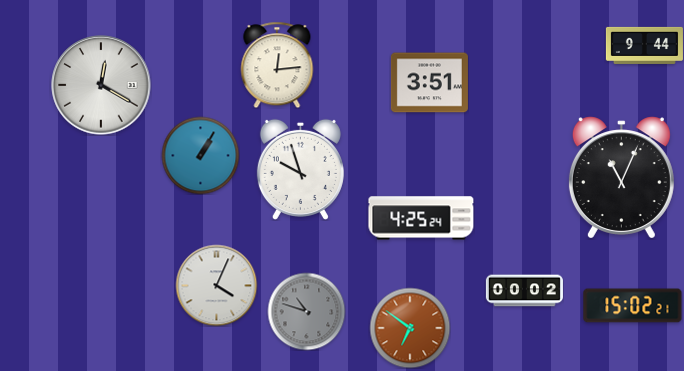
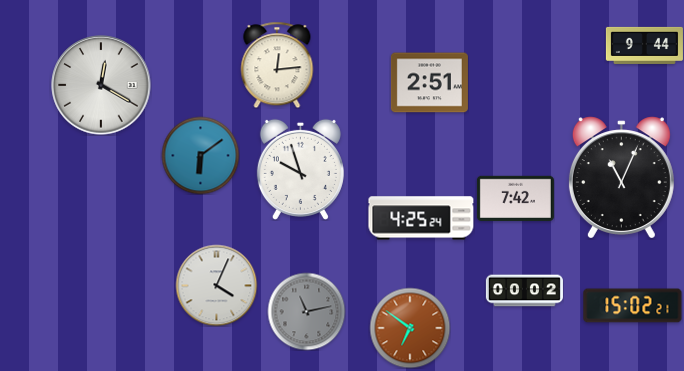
clock at (429, 83): 3:51 -> 2:51
clock at (200, 155): 1:05 -> 6:09
clock at (515, 198): none -> 7:42
clock at (306, 311): 10:48 -> 11:13
